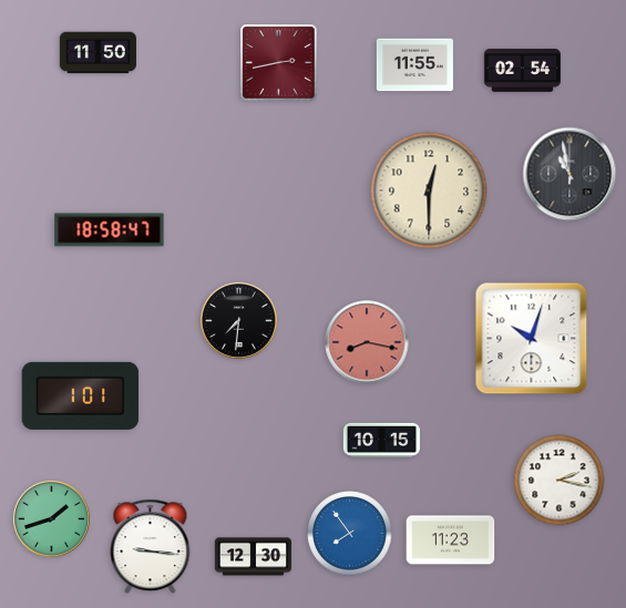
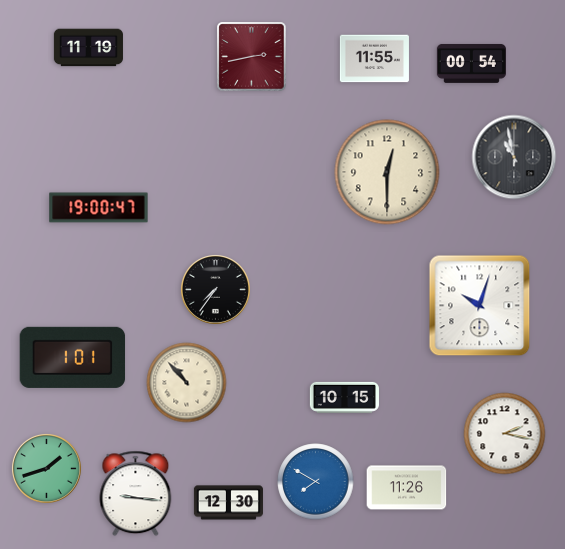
clock at (98, 53): 11:50 -> 11:19
clock at (522, 70): 02:54 -> 00:54
clock at (110, 230): 18:58 -> 19:00
clock at (238, 320): 7:31 -> 7:36
clock at (367, 342): 8:17 -> none
clock at (187, 383): none -> 10:53
clock at (350, 534): 7:54 -> 7:50
clock at (451, 540): 11:23 -> 11:26
